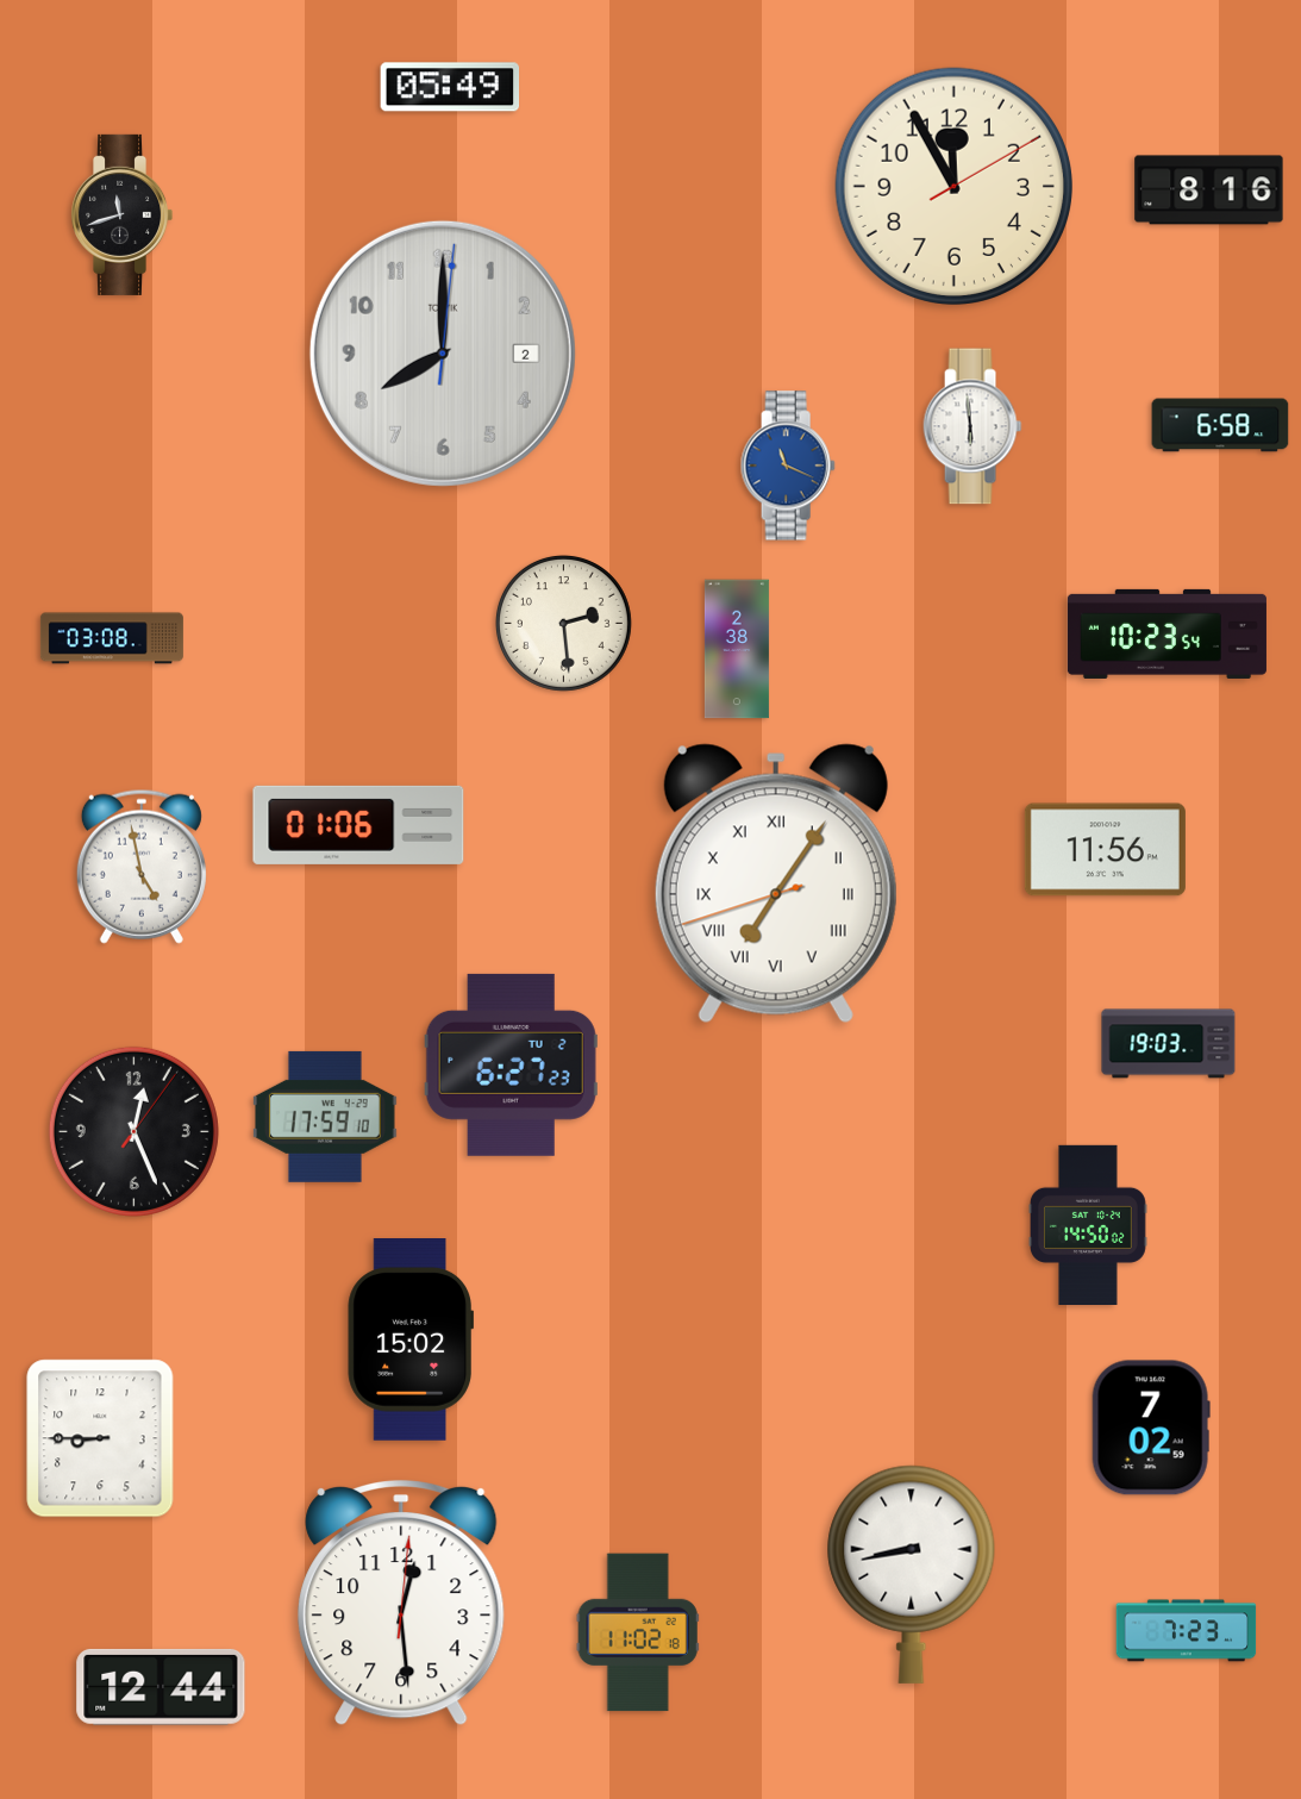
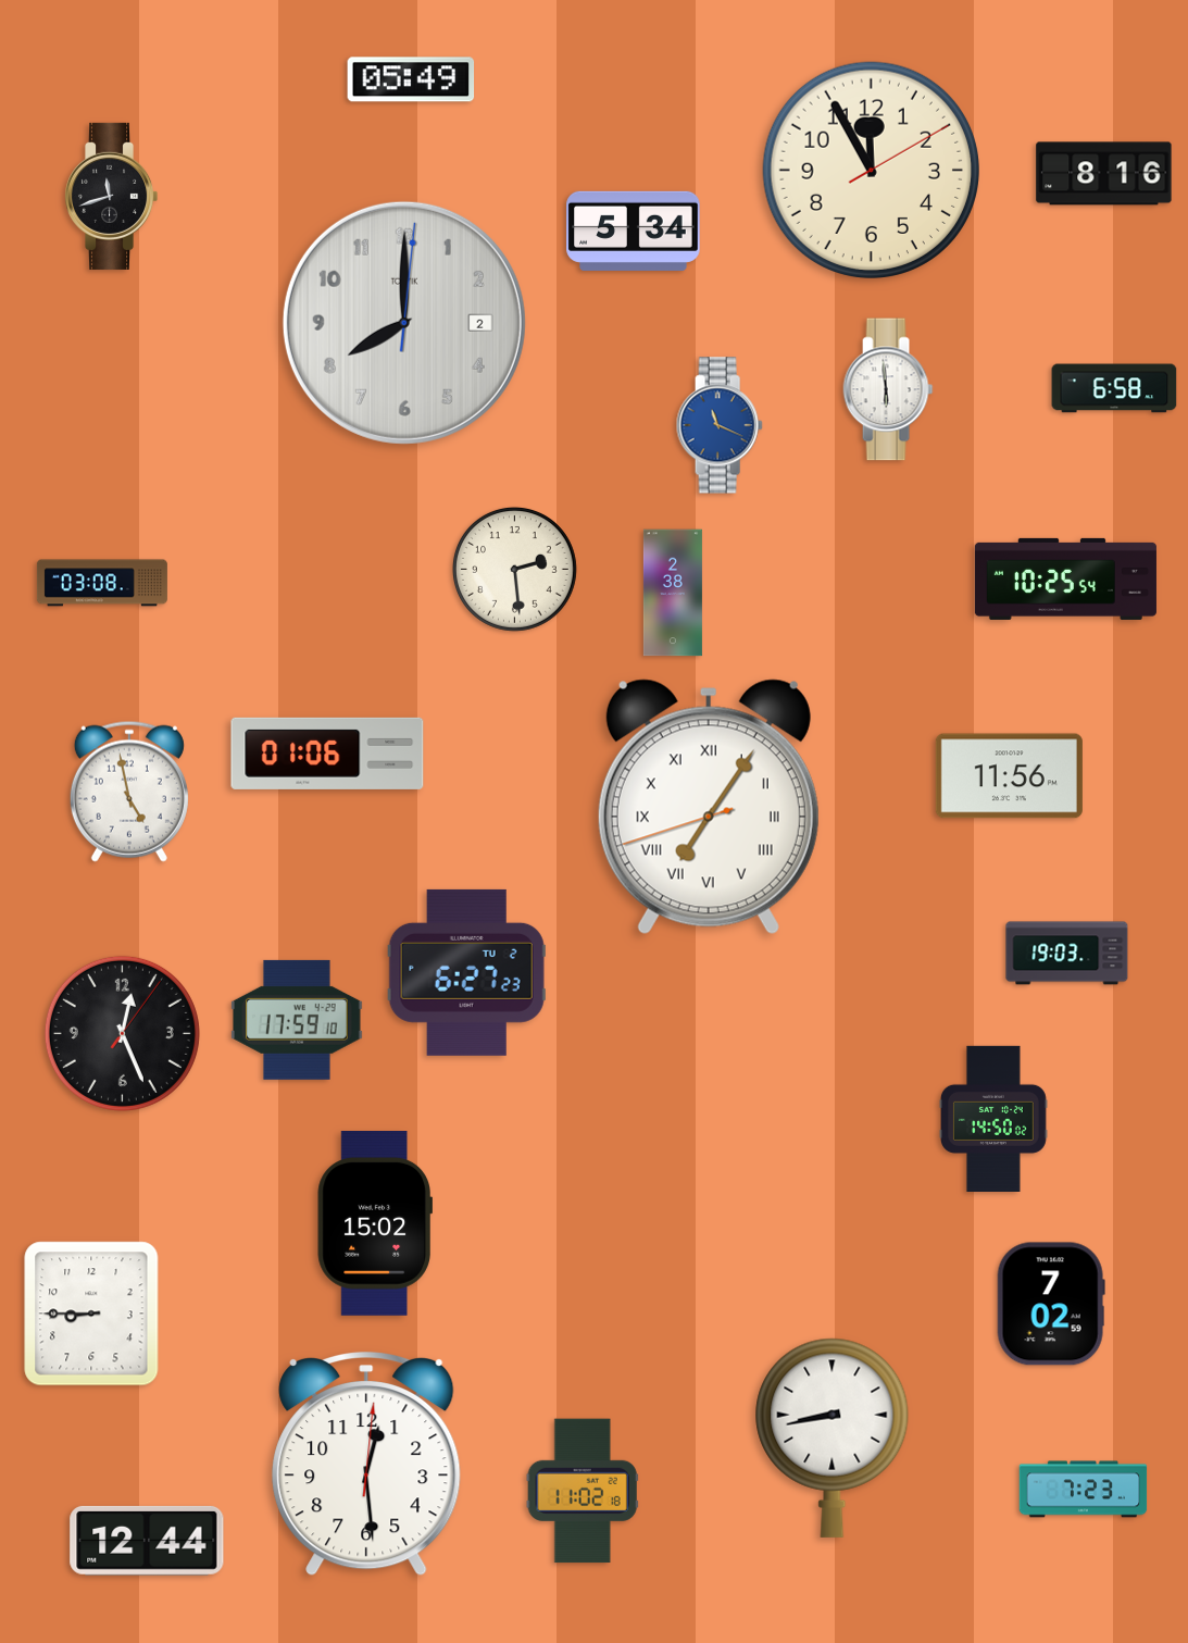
clock at (634, 231): none -> 5:34
clock at (1166, 633): 10:23 -> 10:25
